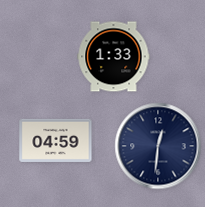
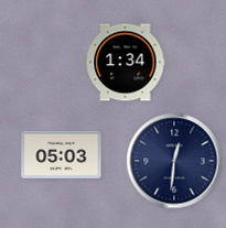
clock at (114, 57): 1:33 -> 1:34
clock at (56, 140): 04:59 -> 05:03
